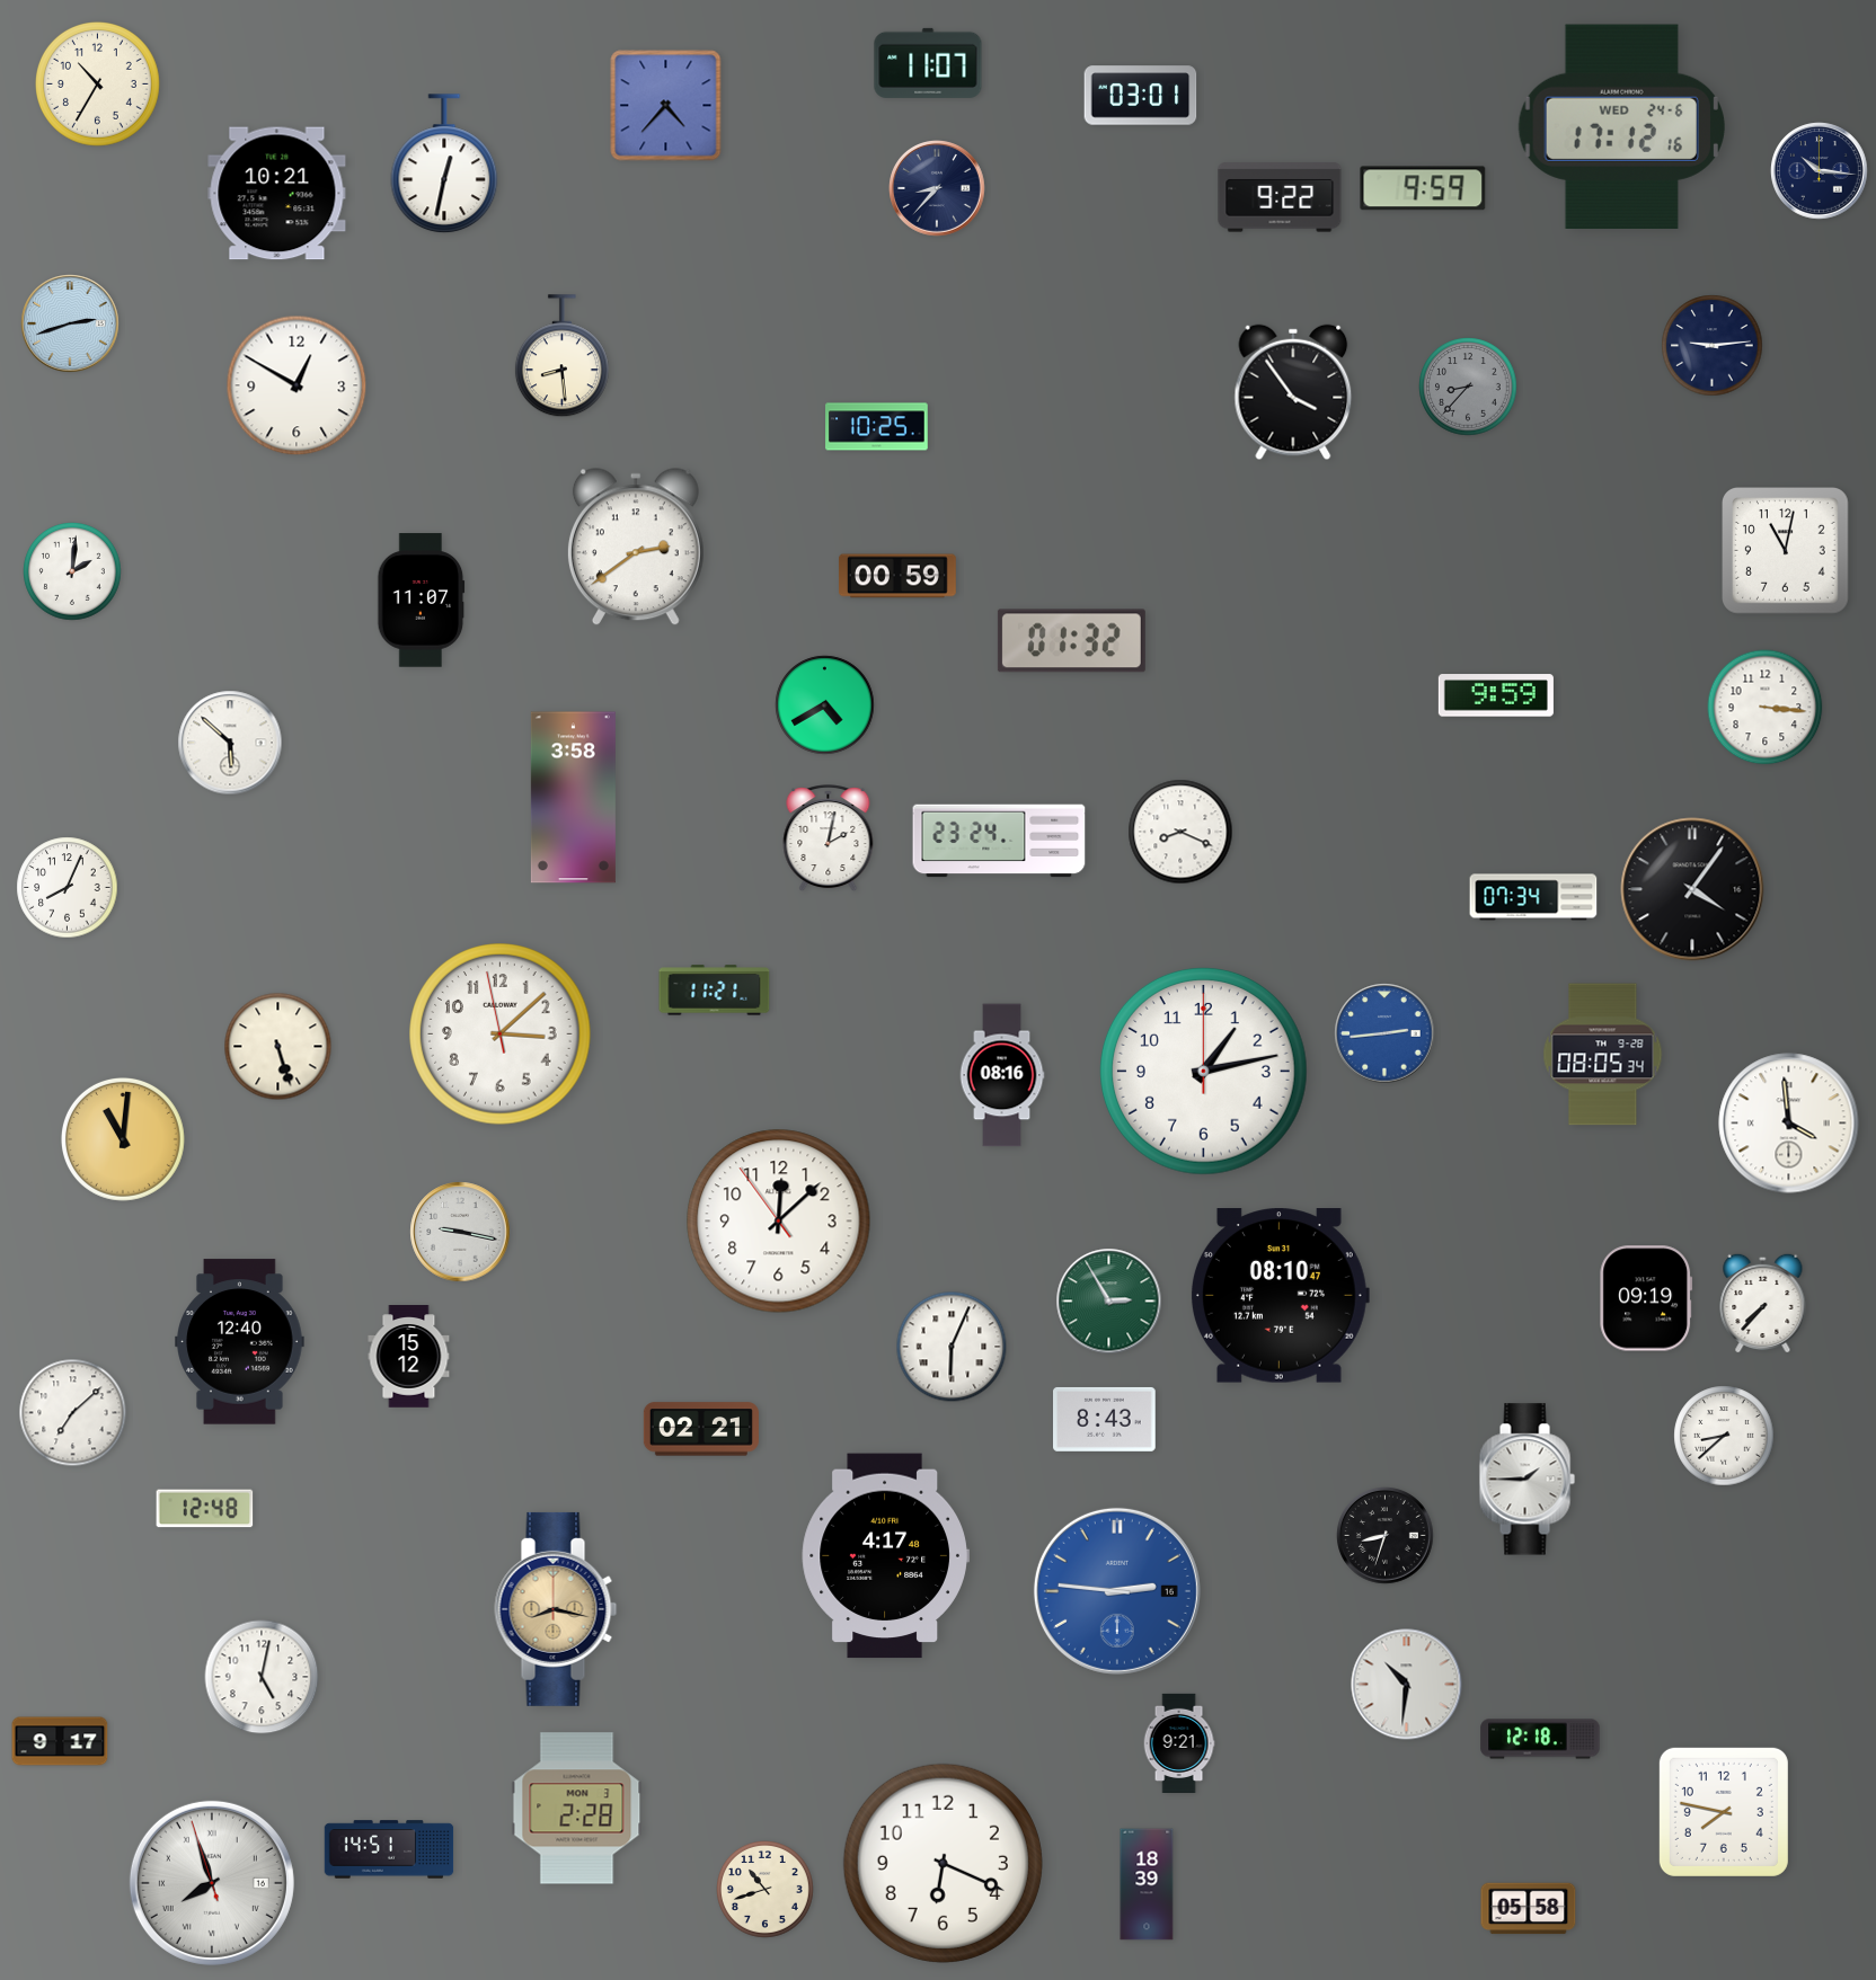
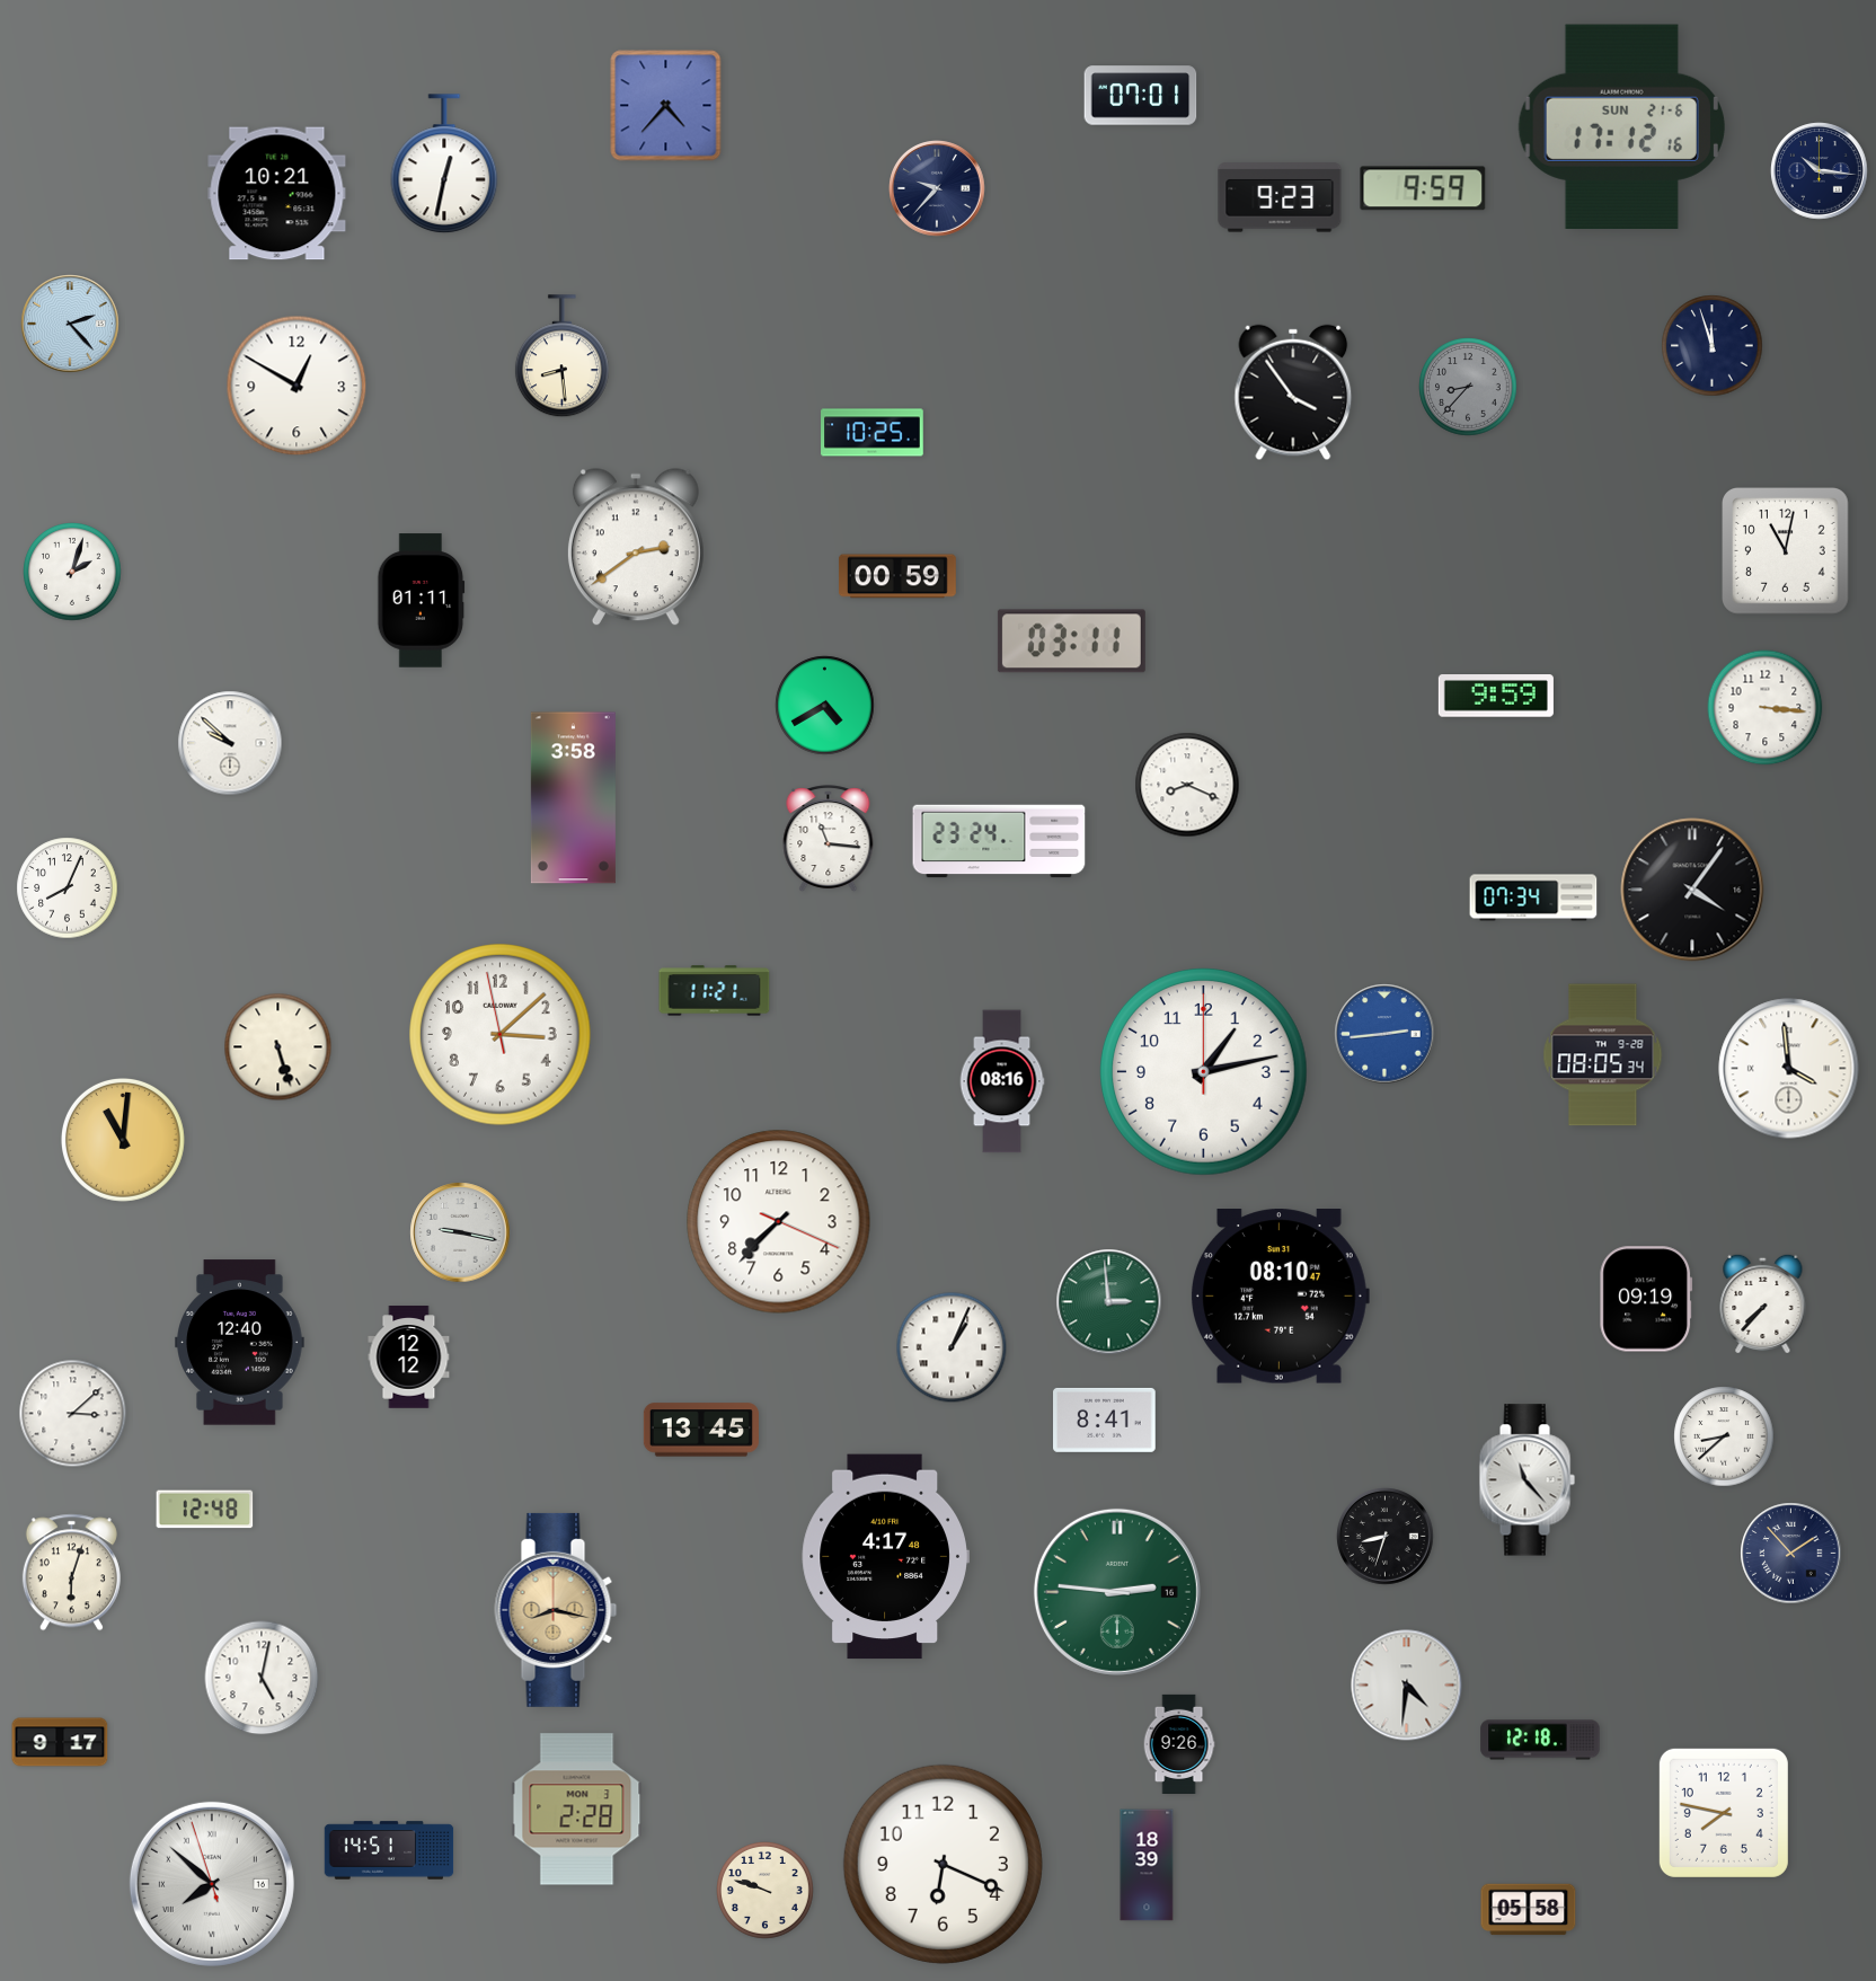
clock at (928, 63): 11:07 -> none
clock at (98, 85): 10:35 -> none
clock at (1141, 96): 03:01 -> 07:01
clock at (1621, 126) date: WED 24-6 -> SUN 21-6
clock at (938, 189): 8:37 -> 9:37
clock at (1280, 197): 9:22 -> 9:23
clock at (70, 323): 2:42 -> 2:23
clock at (1713, 346): 9:14 -> 11:57
clock at (877, 427) position: (877, 427) -> (873, 433)
clock at (72, 571): 2:01 -> 2:03
clock at (422, 601): 11:07 -> 01:11
clock at (1071, 641): 01:32 -> 03:11
clock at (230, 743): 5:52 -> 9:52
clock at (1180, 832) position: (1180, 832) -> (1187, 785)
clock at (829, 838): 2:02 -> 11:16
clock at (1002, 1075) position: (1002, 1075) -> (1002, 1081)
clock at (1789, 1124) position: (1789, 1124) -> (1789, 1069)
clock at (779, 1222): 12:07 -> 7:37
clock at (1109, 1302): 2:55 -> 2:59
clock at (952, 1347): 6:04 -> 1:04
clock at (409, 1357): 15:12 -> 12:12
clock at (73, 1413): 7:08 -> 3:08
clock at (1105, 1419): 8:43 -> 8:41
clock at (701, 1429): 02:21 -> 13:45
clock at (1527, 1480): 1:45 -> 11:23
clock at (1791, 1554): none -> 1:53
clock at (71, 1573): none -> 6:03
clock at (1117, 1591) dial: blue -> green
clock at (1407, 1685): 10:31 -> 4:31
clock at (1179, 1742): 9:21 -> 9:26
clock at (212, 1883): 7:56 -> 7:51
clock at (1147, 1884) position: (1147, 1884) -> (1147, 1865)
clock at (766, 1890): 10:42 -> 9:48
